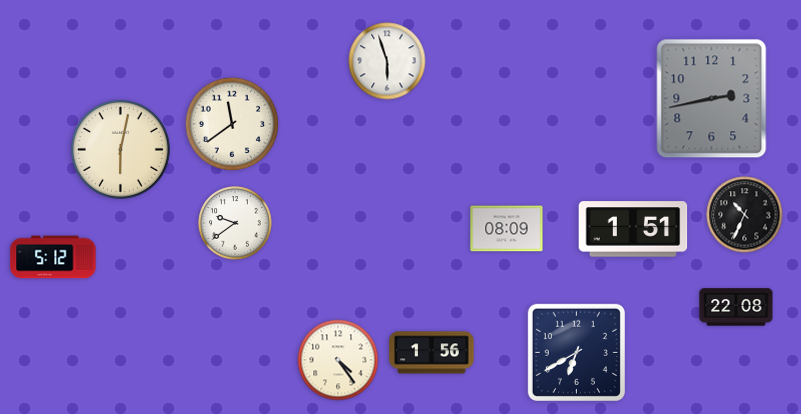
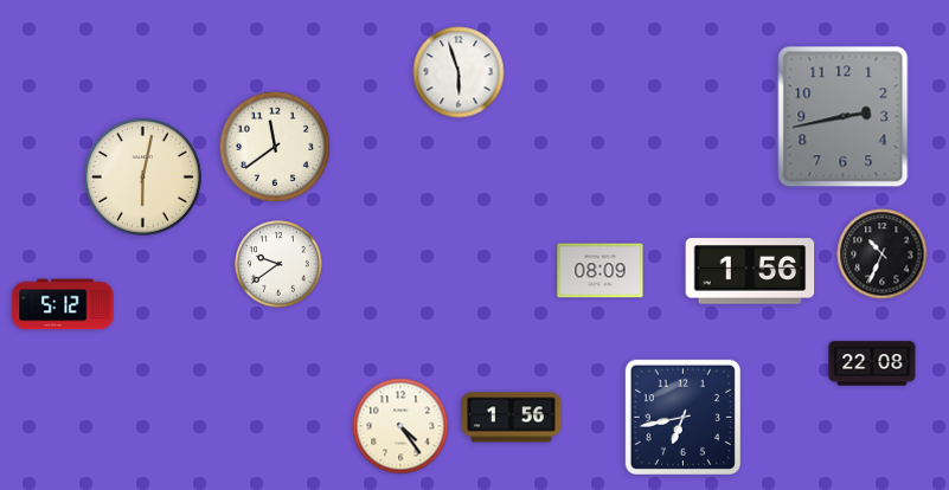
clock at (633, 229): 1:51 -> 1:56
clock at (576, 352): 6:40 -> 6:43
